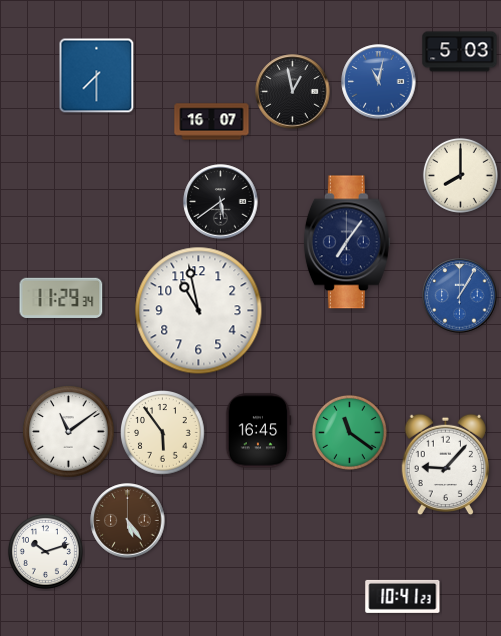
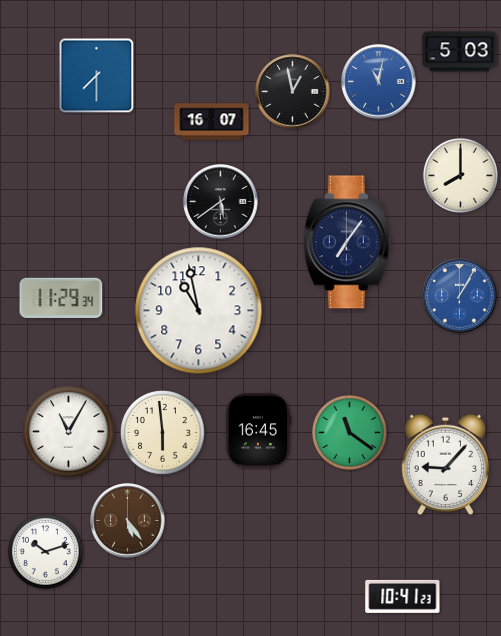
clock at (69, 432): 11:09 -> 11:05
clock at (163, 433): 5:54 -> 5:59
